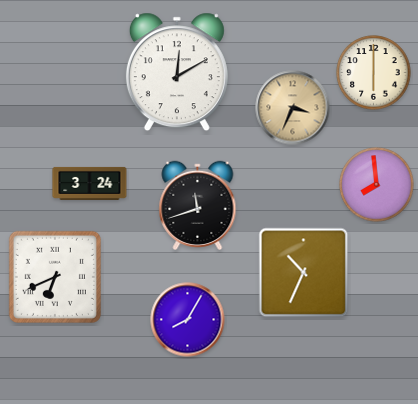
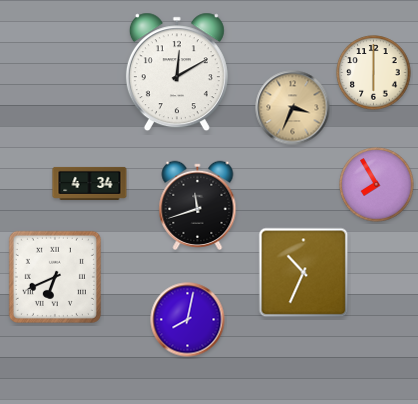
clock at (90, 183): 3:24 -> 4:34
clock at (377, 185): 7:59 -> 7:55
clock at (188, 320): 8:05 -> 8:02
